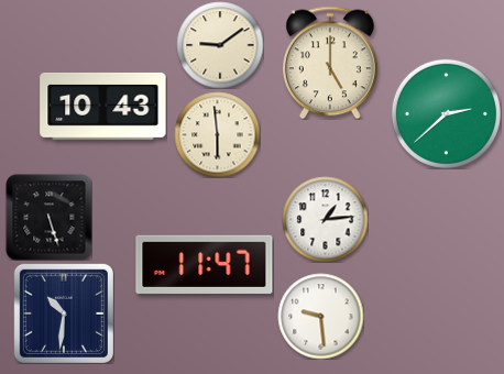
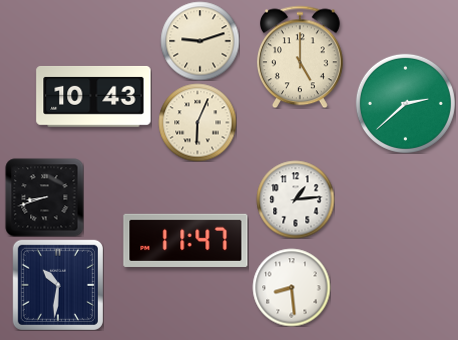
clock at (220, 45): 9:09 -> 9:12
clock at (217, 134): 5:59 -> 6:04
clock at (48, 217): 5:27 -> 8:42
clock at (320, 316): 9:29 -> 8:29
